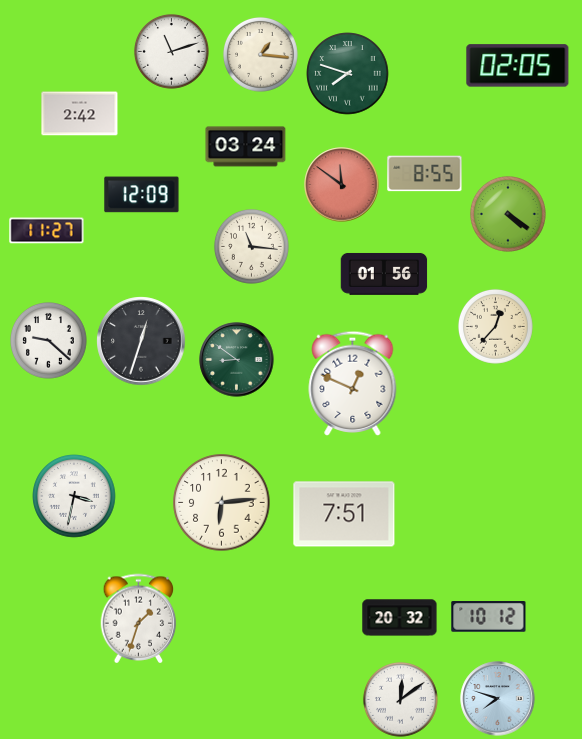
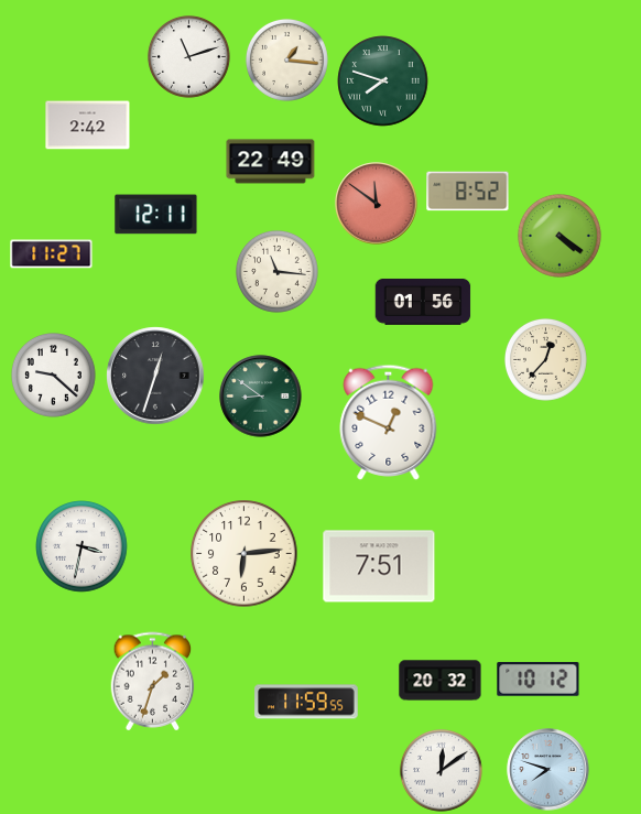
clock at (518, 66): 02:05 -> none
clock at (246, 147): 03:24 -> 22:49
clock at (425, 174): 8:55 -> 8:52
clock at (142, 195): 12:09 -> 12:11
clock at (306, 702): none -> 11:59
